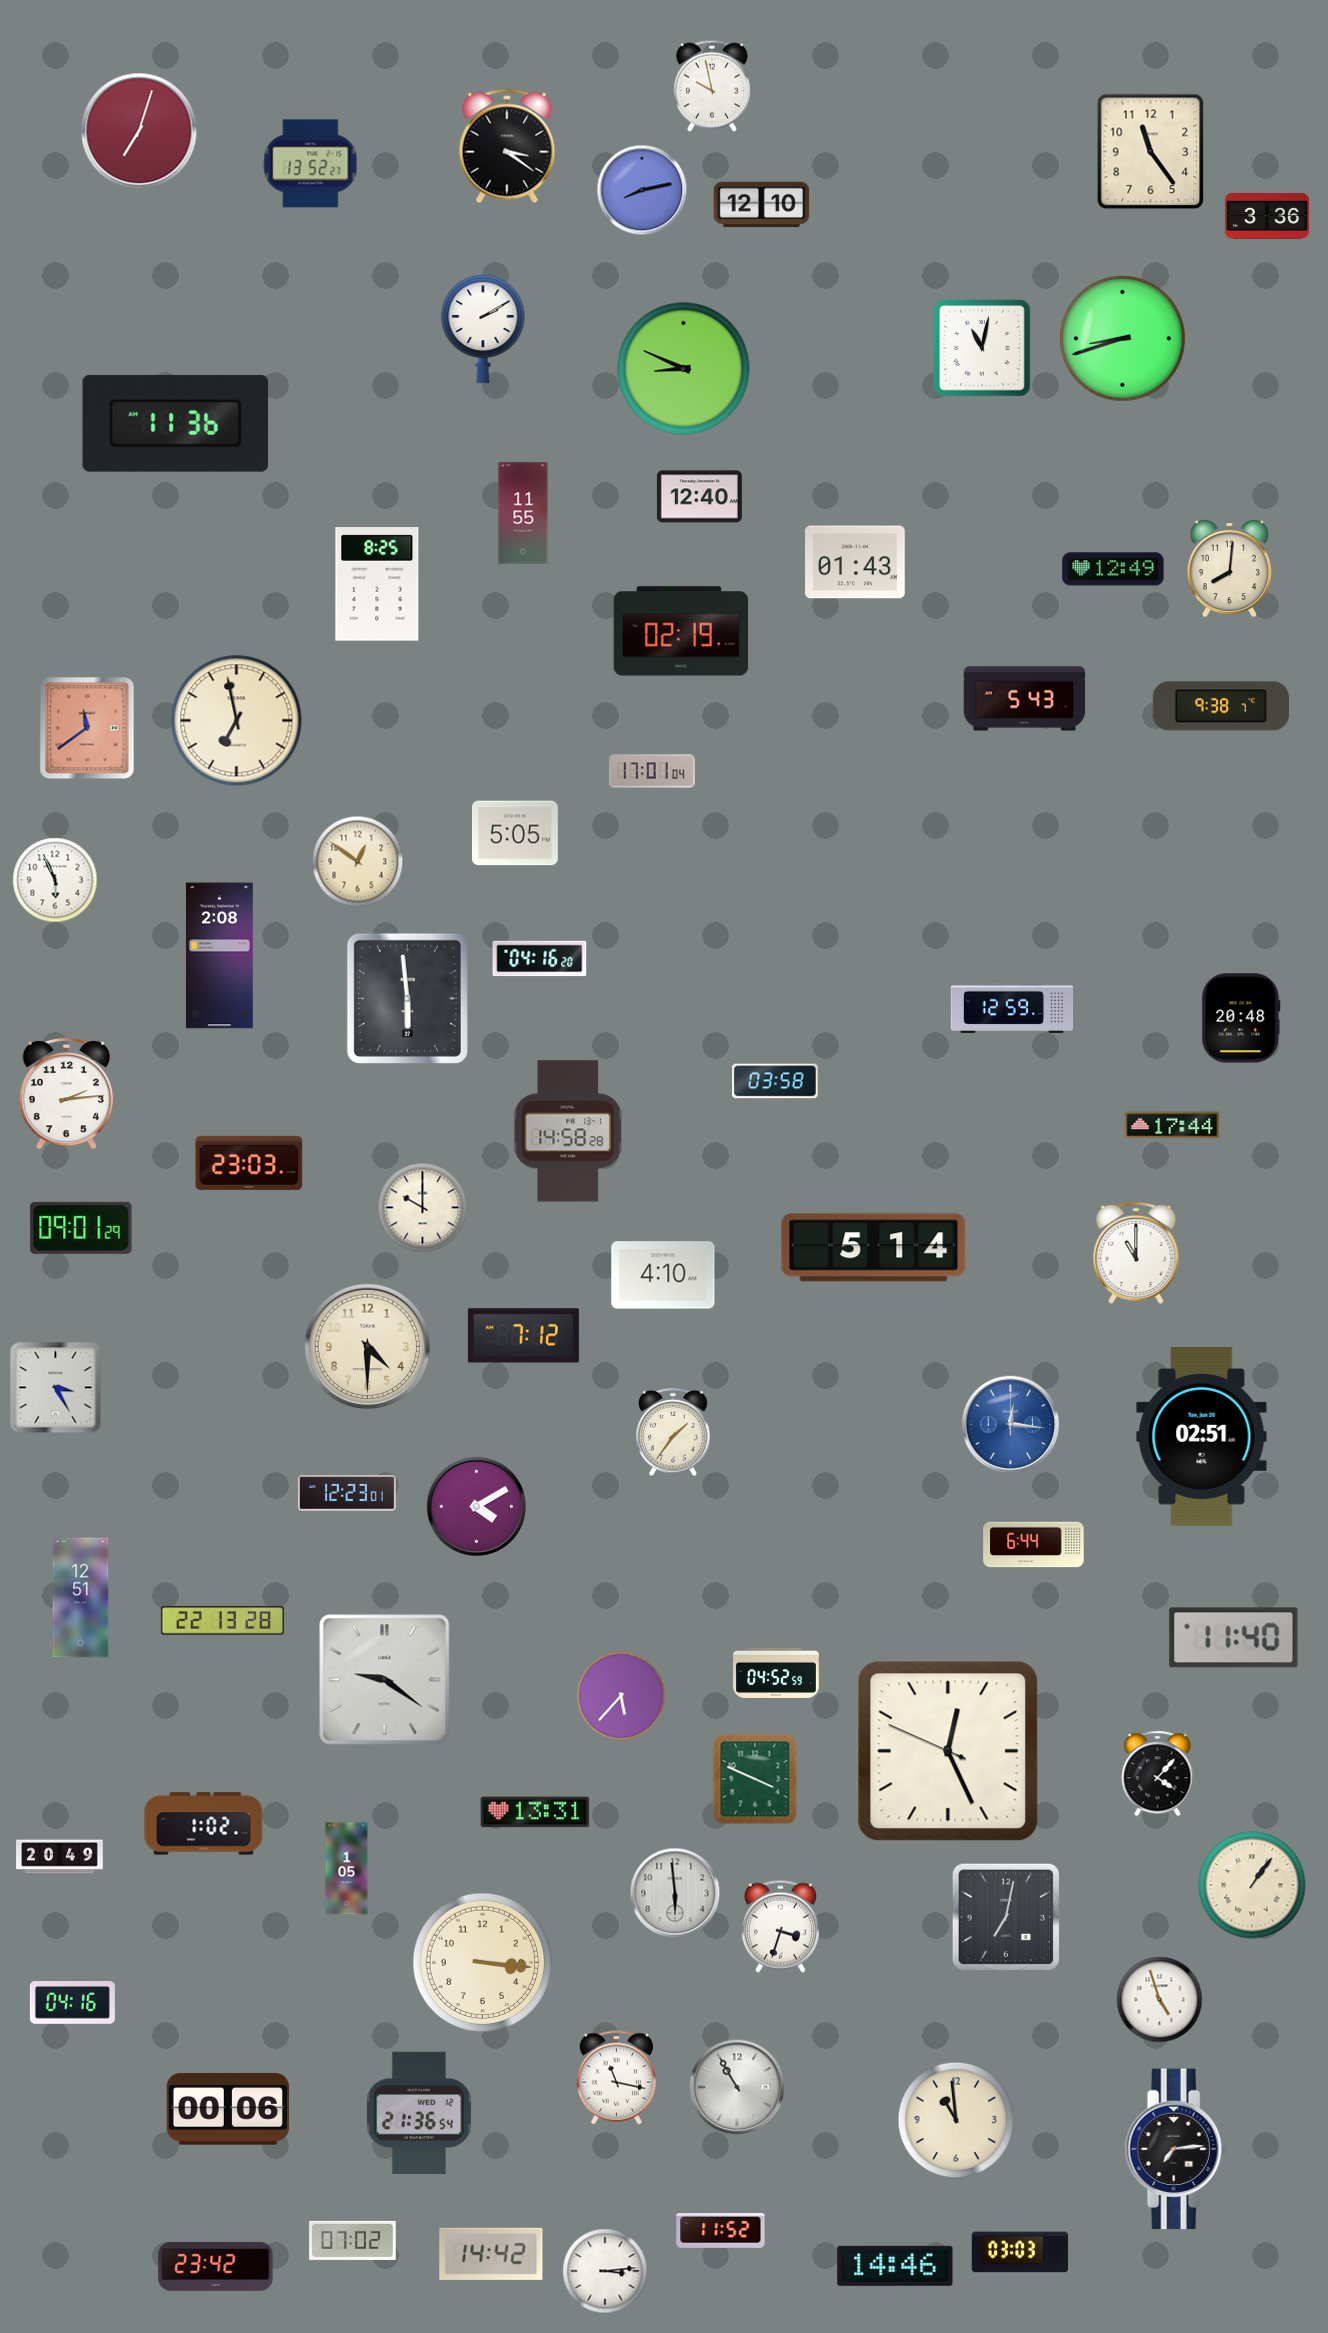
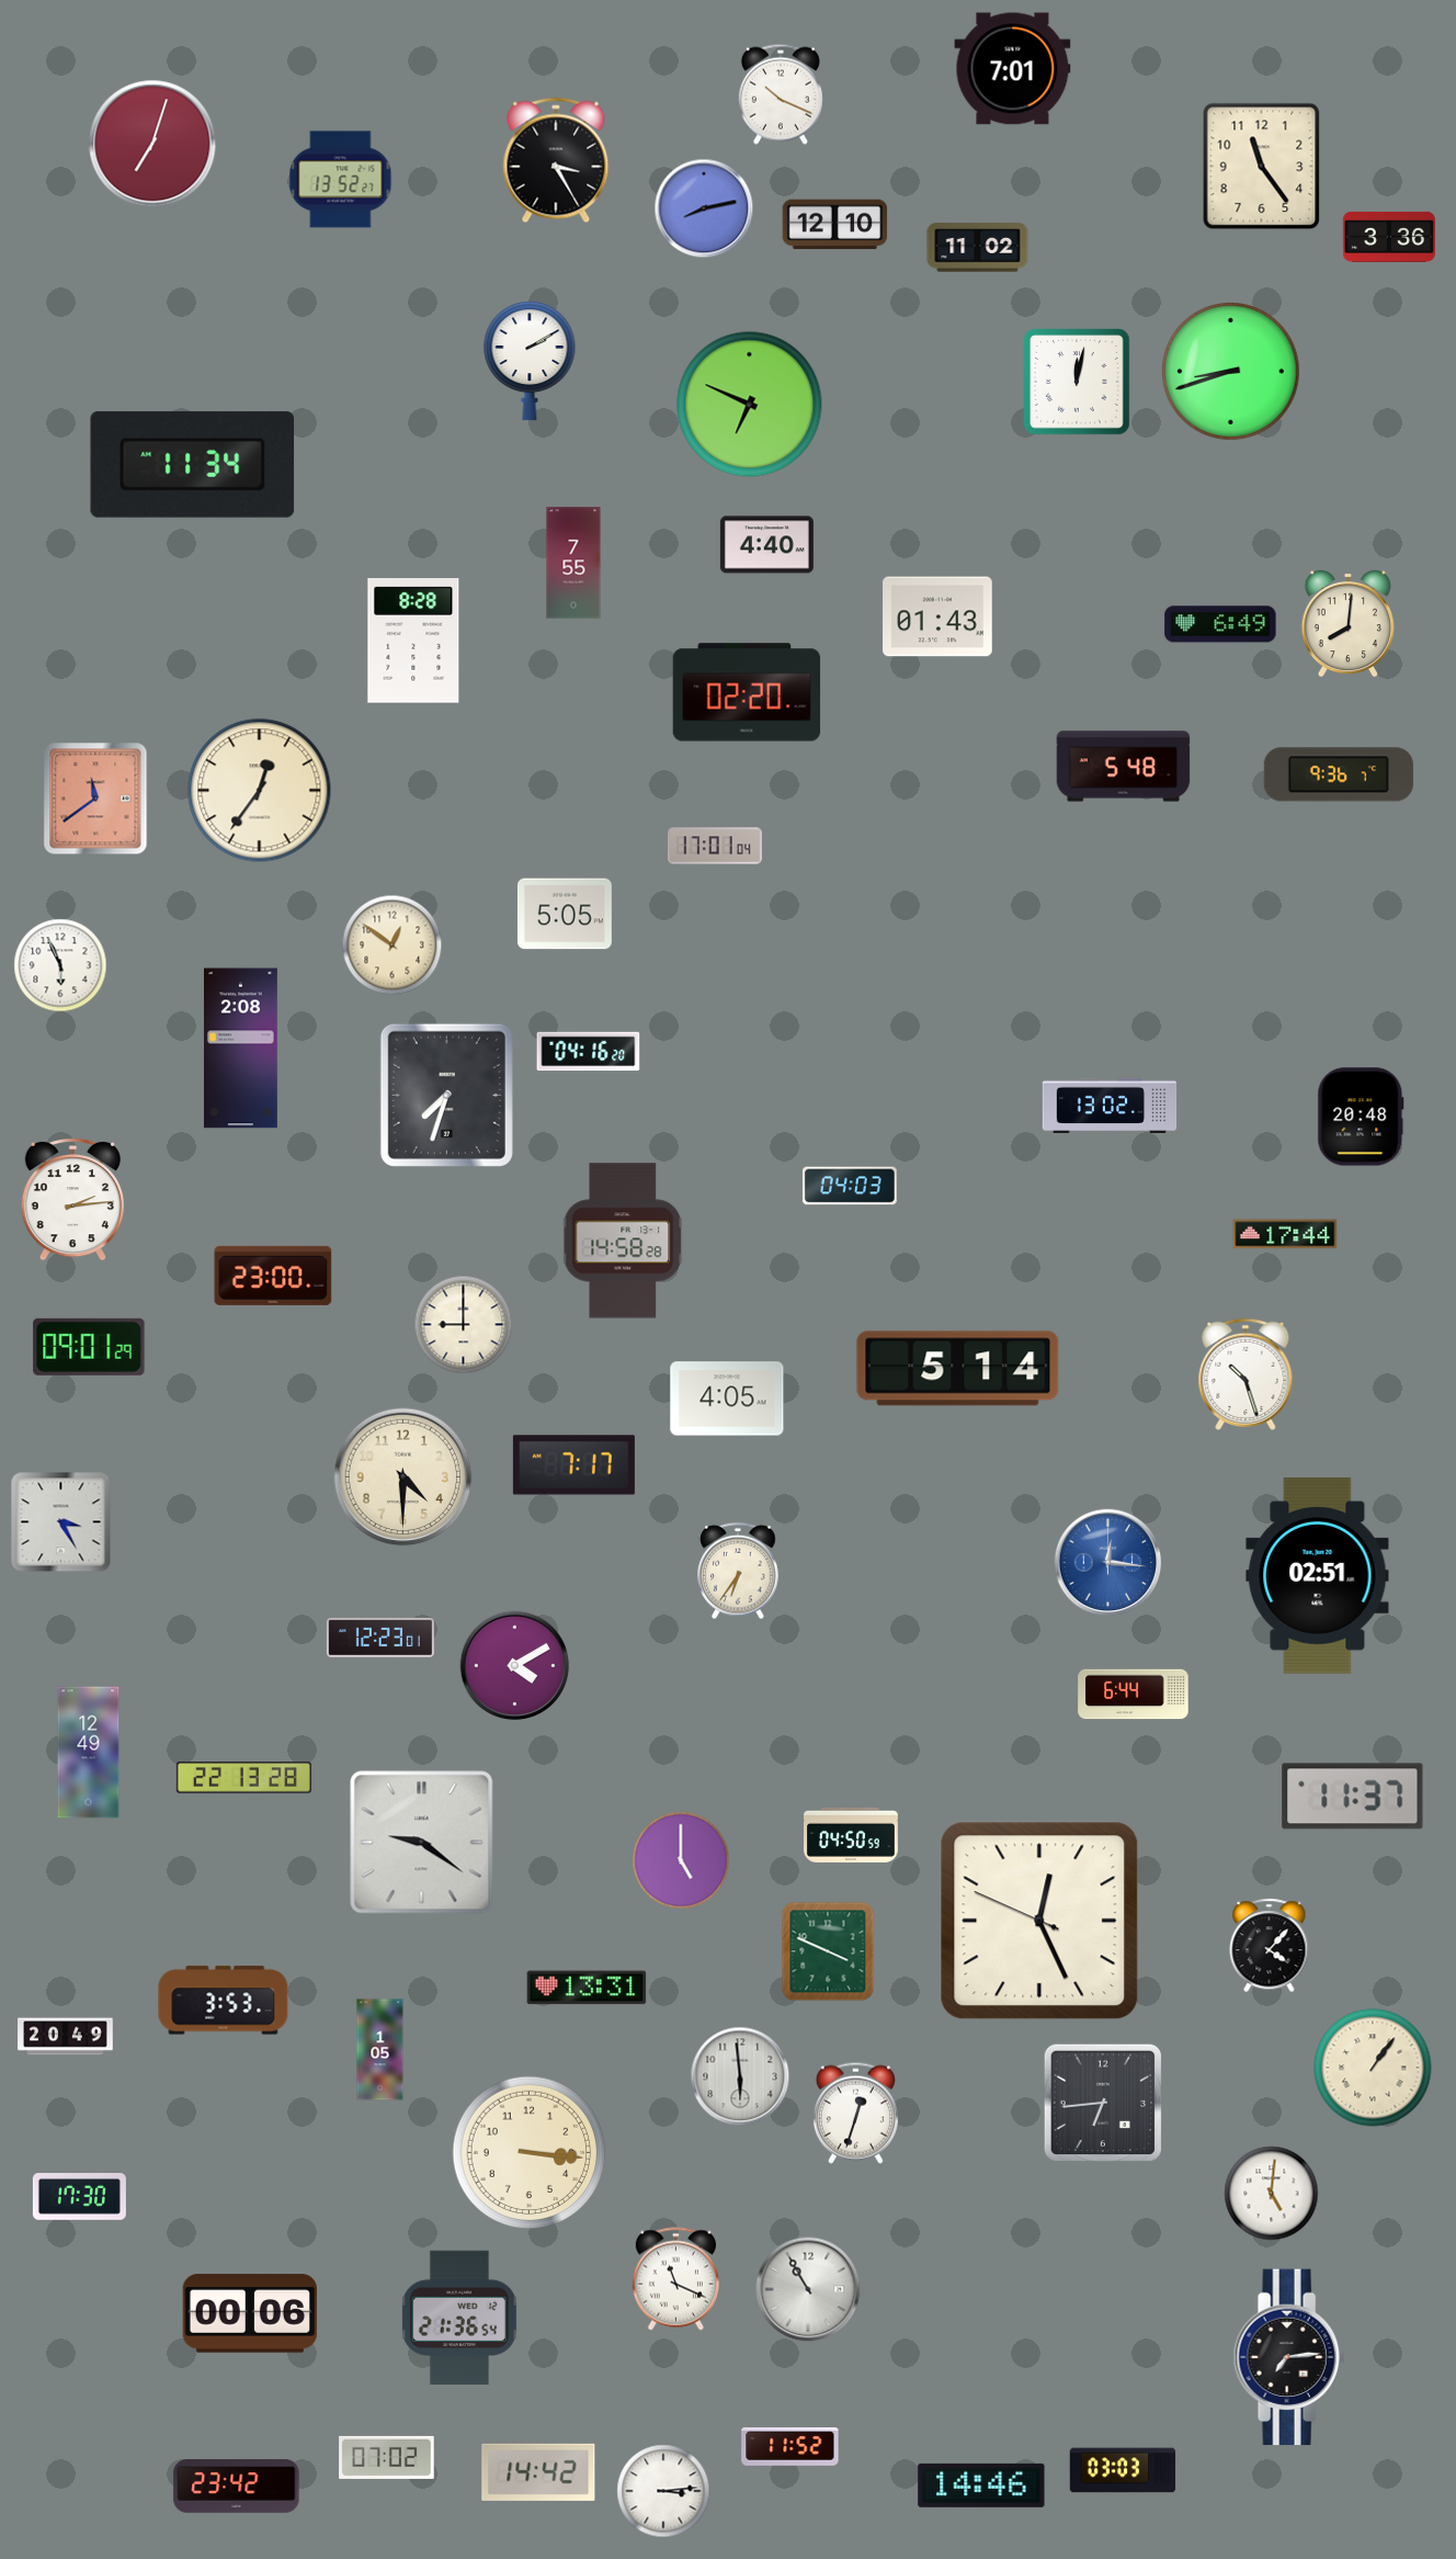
clock at (1013, 69): none -> 7:01
clock at (712, 86): 9:58 -> 10:19
clock at (507, 146): 3:21 -> 3:25
clock at (978, 248): none -> 11:02
clock at (983, 349): 11:02 -> 12:02
clock at (684, 369): 8:49 -> 6:49
clock at (176, 423): 11:36 -> 11:34
clock at (699, 497): 12:40 -> 4:40
clock at (523, 513): 11:55 -> 7:55
clock at (1113, 569): 12:49 -> 6:49
clock at (377, 584): 8:25 -> 8:28
clock at (681, 631): 02:19 -> 02:20
clock at (1025, 699): 5:43 -> 5:48
clock at (1221, 706): 9:38 -> 9:36
clock at (237, 721): 6:58 -> 12:36
clock at (540, 959) position: (540, 959) -> (589, 1052)
clock at (407, 998): 5:59 -> 7:33
clock at (1012, 1008): 12:59 -> 13:02
clock at (775, 1081): 03:58 -> 04:03
clock at (249, 1163): 23:03 -> 23:00
clock at (423, 1208): 10:00 -> 9:00
clock at (1136, 1253): 11:00 -> 10:27
clock at (663, 1275): 4:10 -> 4:05
clock at (523, 1336): 7:12 -> 7:17
clock at (673, 1432): 1:36 -> 6:36
clock at (476, 1506) position: (476, 1506) -> (514, 1665)
clock at (81, 1598): 12:51 -> 12:49
clock at (1234, 1638): 11:40 -> 11:37
clock at (777, 1673): 04:52 -> 04:50
clock at (621, 1696): 5:37 -> 5:00
clock at (204, 1824): 1:02 -> 3:53
clock at (1006, 1917): 7:02 -> 6:44
clock at (780, 1926): 3:33 -> 12:33
clock at (1160, 2000): 4:57 -> 5:01
clock at (72, 2003): 04:16 -> 17:30
clock at (616, 2078): 11:17 -> 11:19
clock at (956, 2120): 10:59 -> none
clock at (1020, 2252) position: (1020, 2252) -> (1123, 2470)
